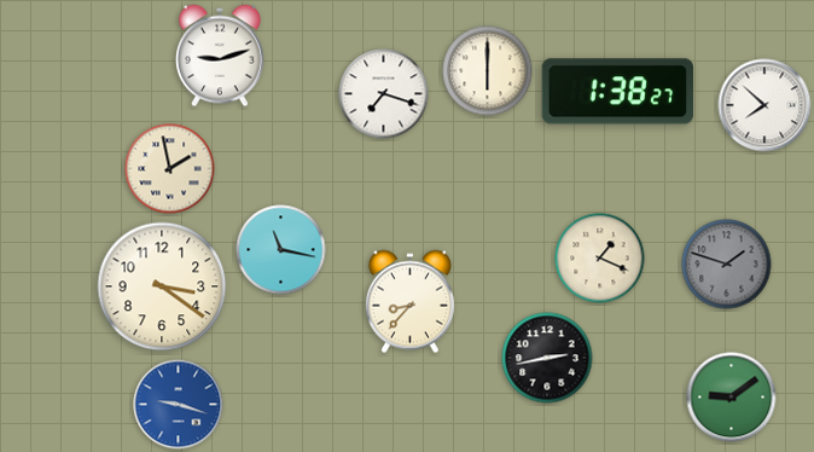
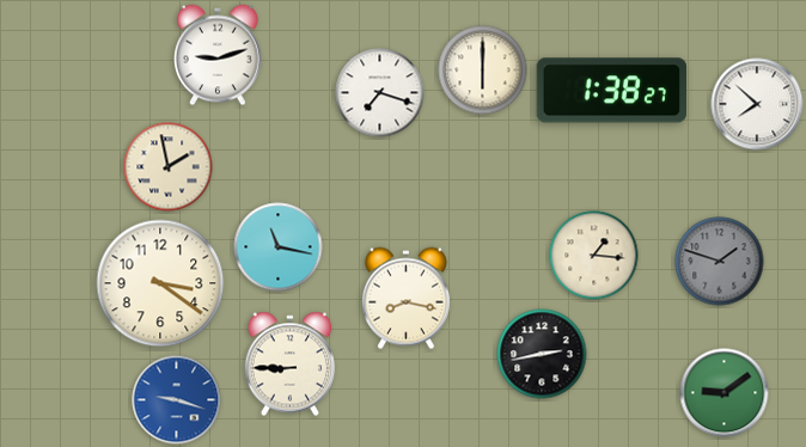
clock at (600, 259): 1:19 -> 1:16
clock at (409, 302): 8:37 -> 8:17
clock at (291, 365): none -> 8:45
